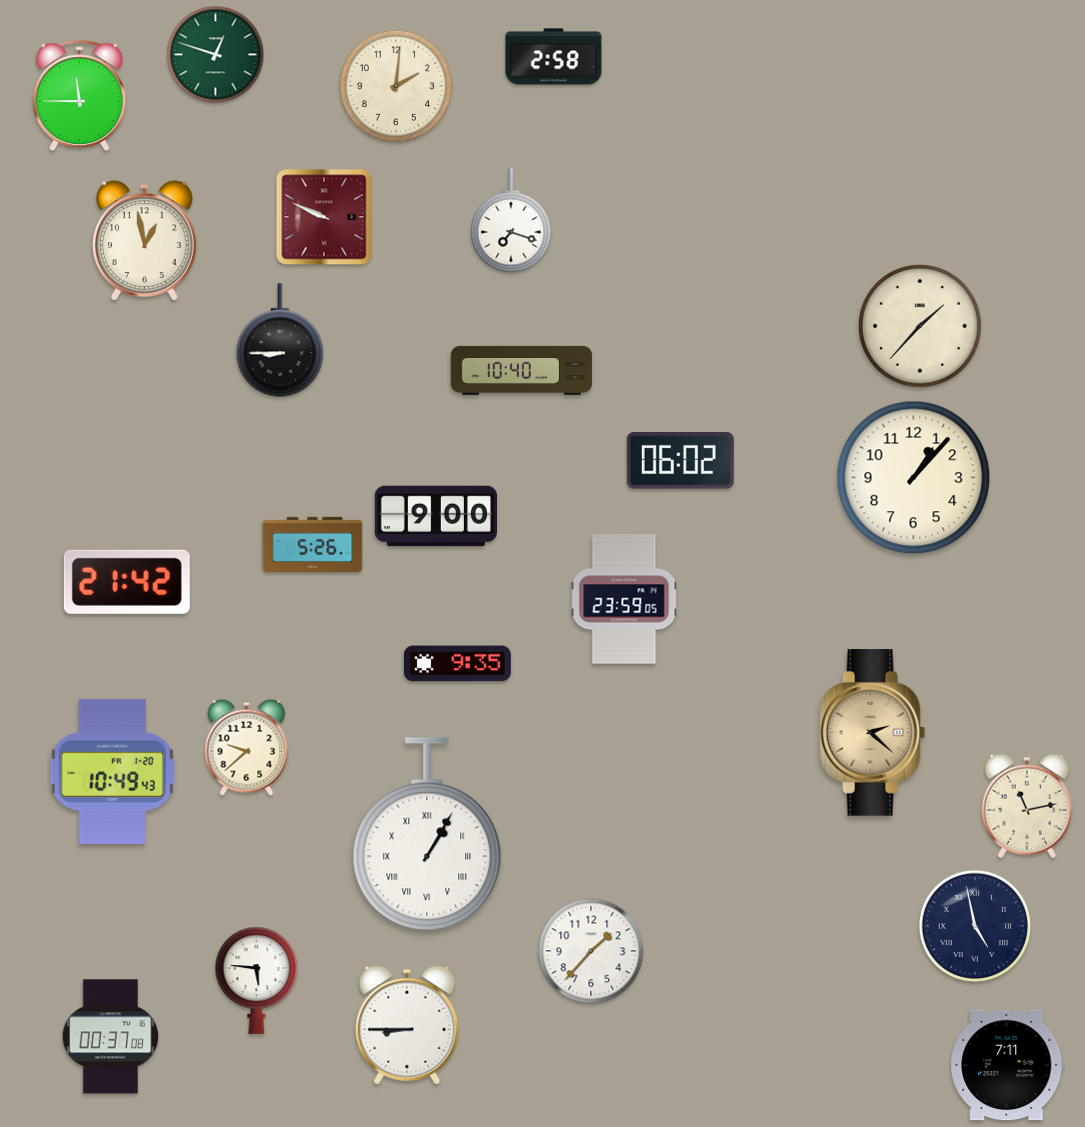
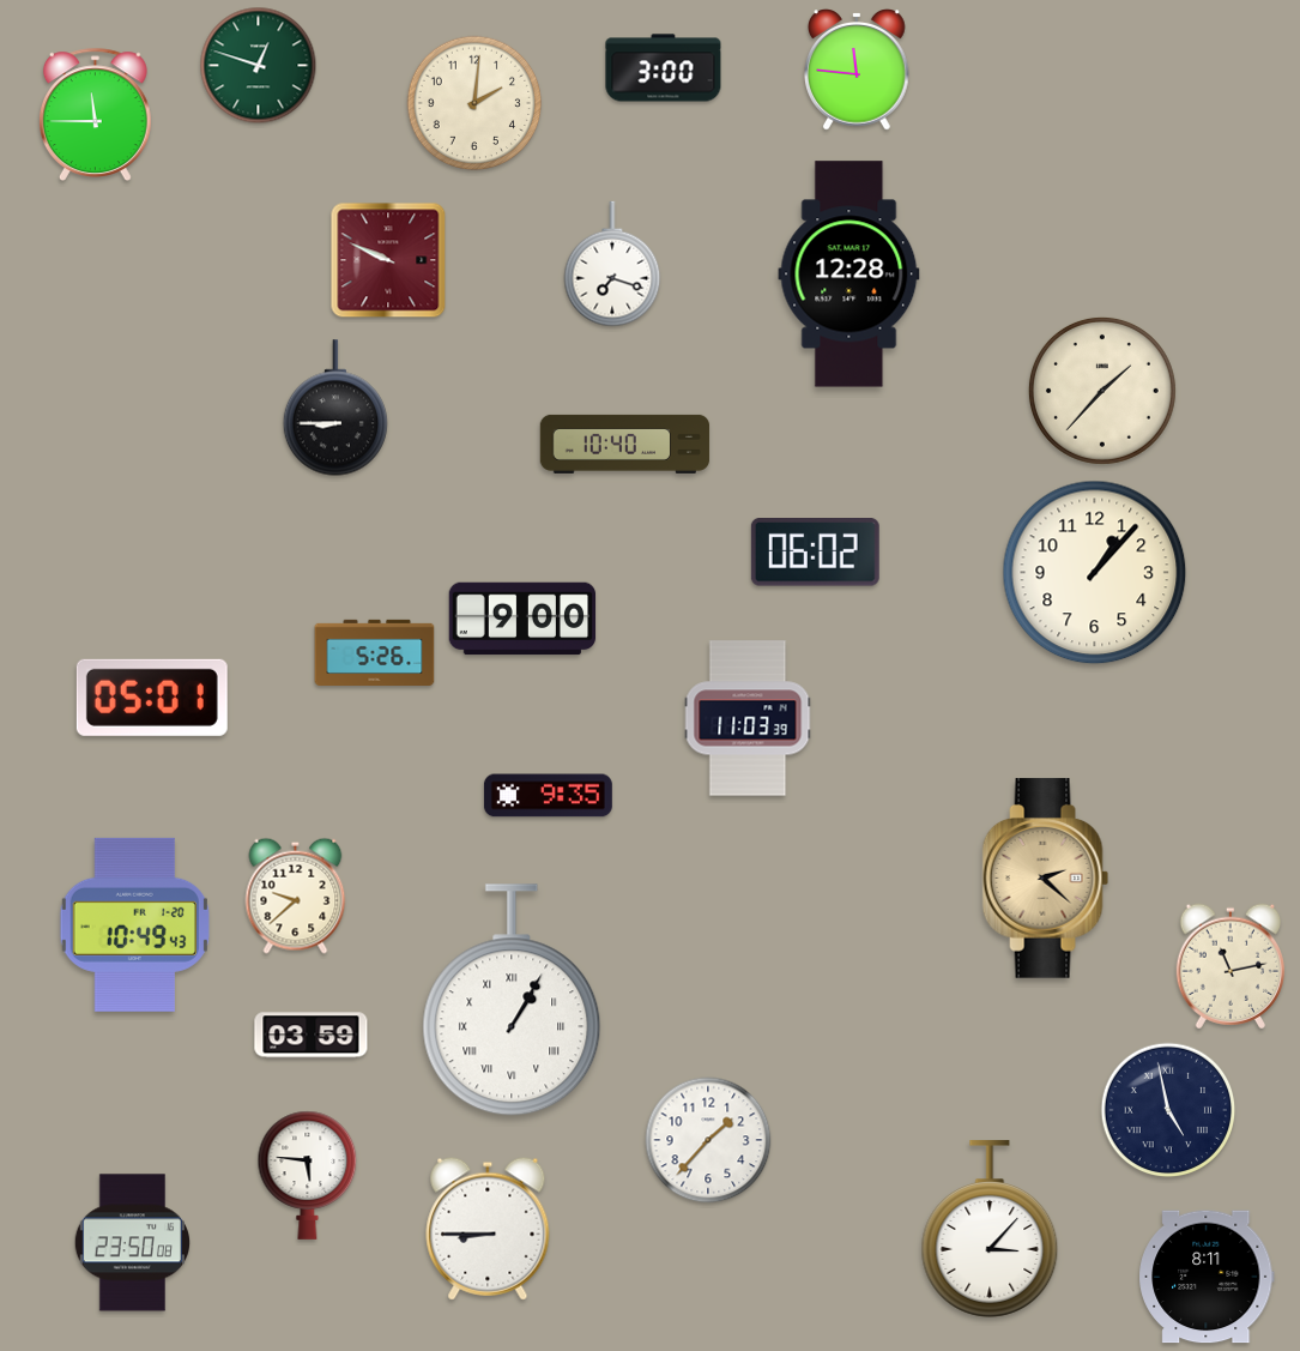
clock at (554, 57): 2:58 -> 3:00
clock at (858, 70): none -> 11:46
clock at (849, 275): none -> 12:28
clock at (145, 241): 12:58 -> none
clock at (127, 582): 21:42 -> 05:01
clock at (624, 599): 23:59 -> 11:03
clock at (312, 1036): none -> 03:59
clock at (990, 1229): none -> 3:07
clock at (110, 1037): 00:37 -> 23:50
clock at (1007, 1065): 7:11 -> 8:11
